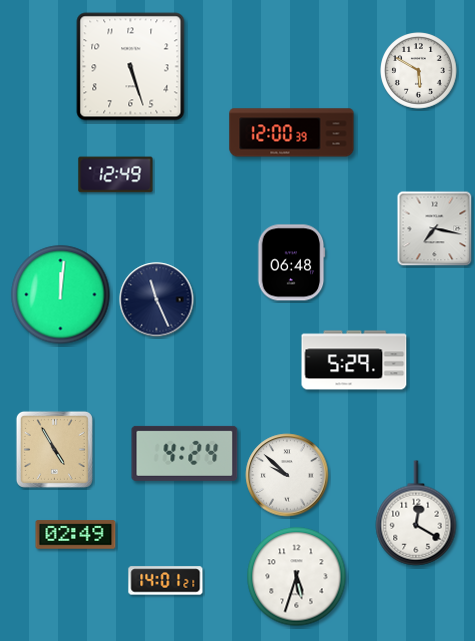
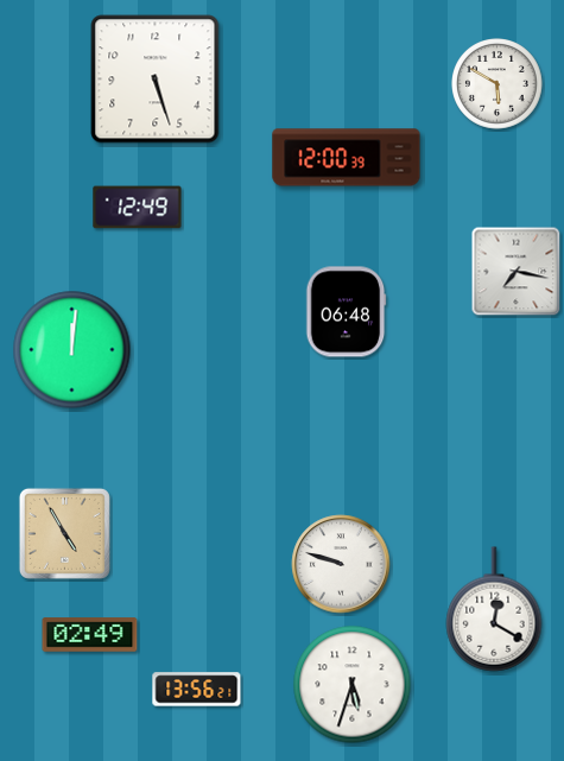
clock at (157, 300): 11:26 -> none
clock at (354, 360): 5:29 -> none
clock at (185, 453): 4:24 -> none
clock at (287, 475): 9:52 -> 9:48
clock at (166, 581): 14:01 -> 13:56
